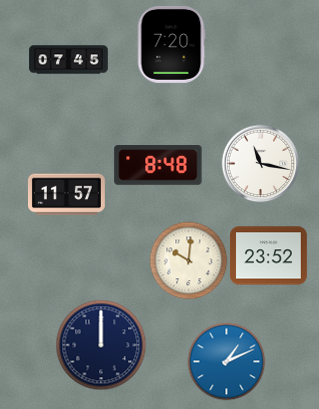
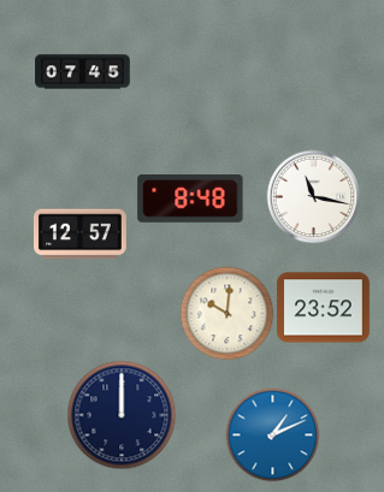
clock at (171, 45): 7:20 -> none
clock at (66, 195): 11:57 -> 12:57
